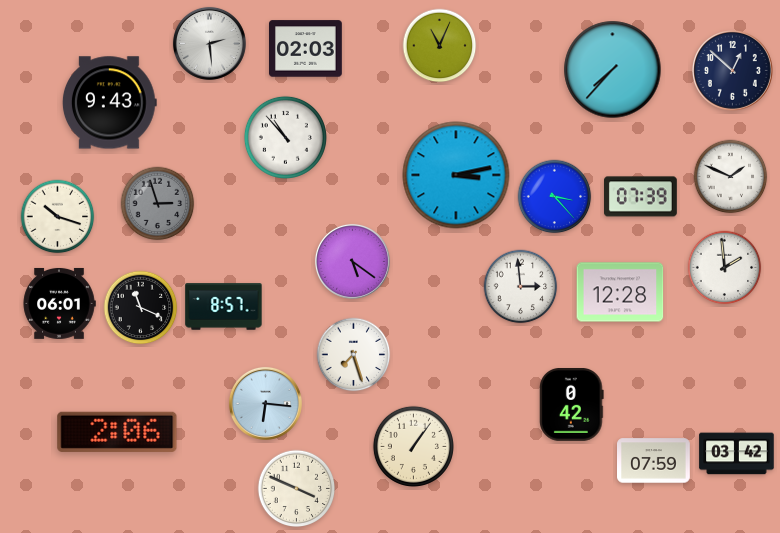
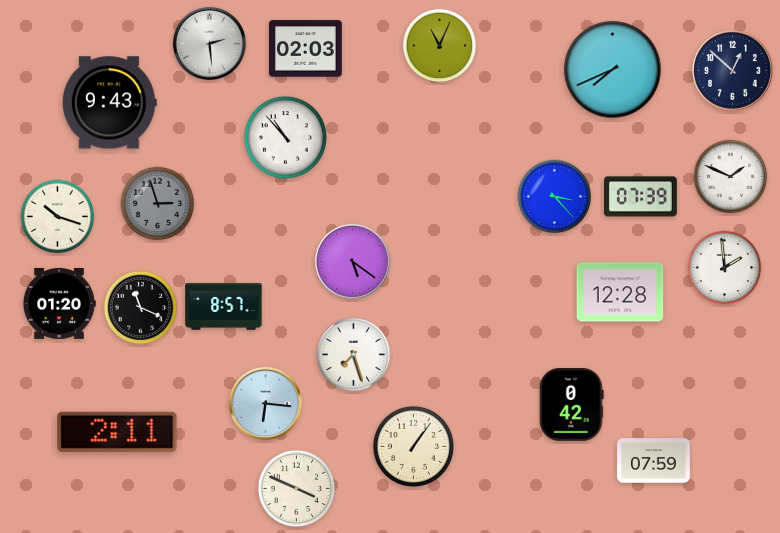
clock at (613, 70): 7:37 -> 7:41
clock at (456, 175): 3:13 -> none
clock at (521, 287): 2:59 -> none
clock at (59, 303): 06:01 -> 01:20
clock at (117, 432): 2:06 -> 2:11
clock at (737, 454): 03:42 -> none
